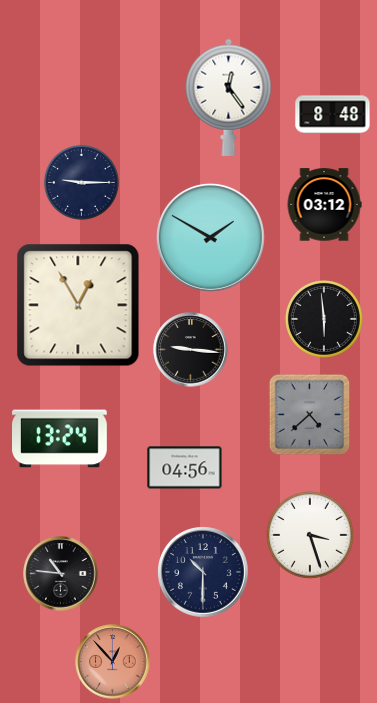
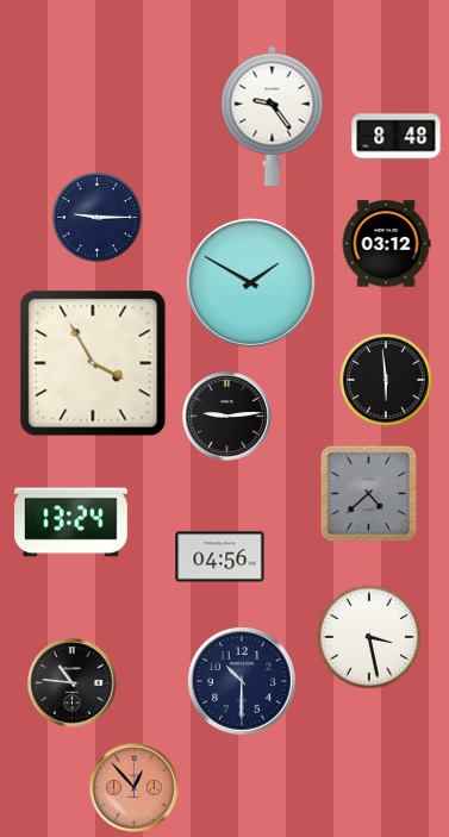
clock at (229, 97): 12:24 -> 9:24
clock at (78, 305): 12:55 -> 3:55
clock at (191, 350): 9:16 -> 9:14
clock at (311, 536): 3:27 -> 3:28
